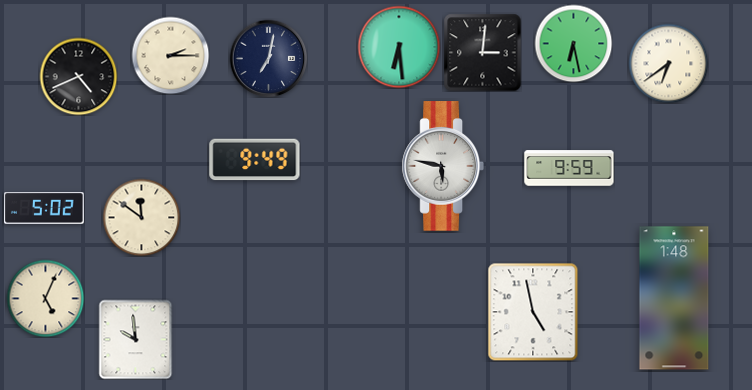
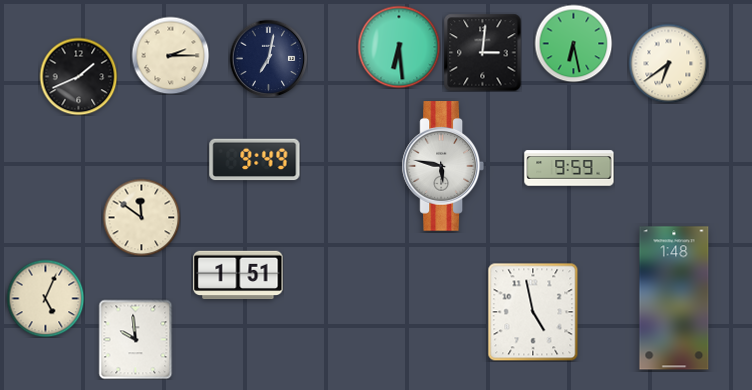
clock at (78, 76): 4:41 -> 1:41
clock at (45, 208): 5:02 -> none
clock at (238, 275): none -> 1:51
